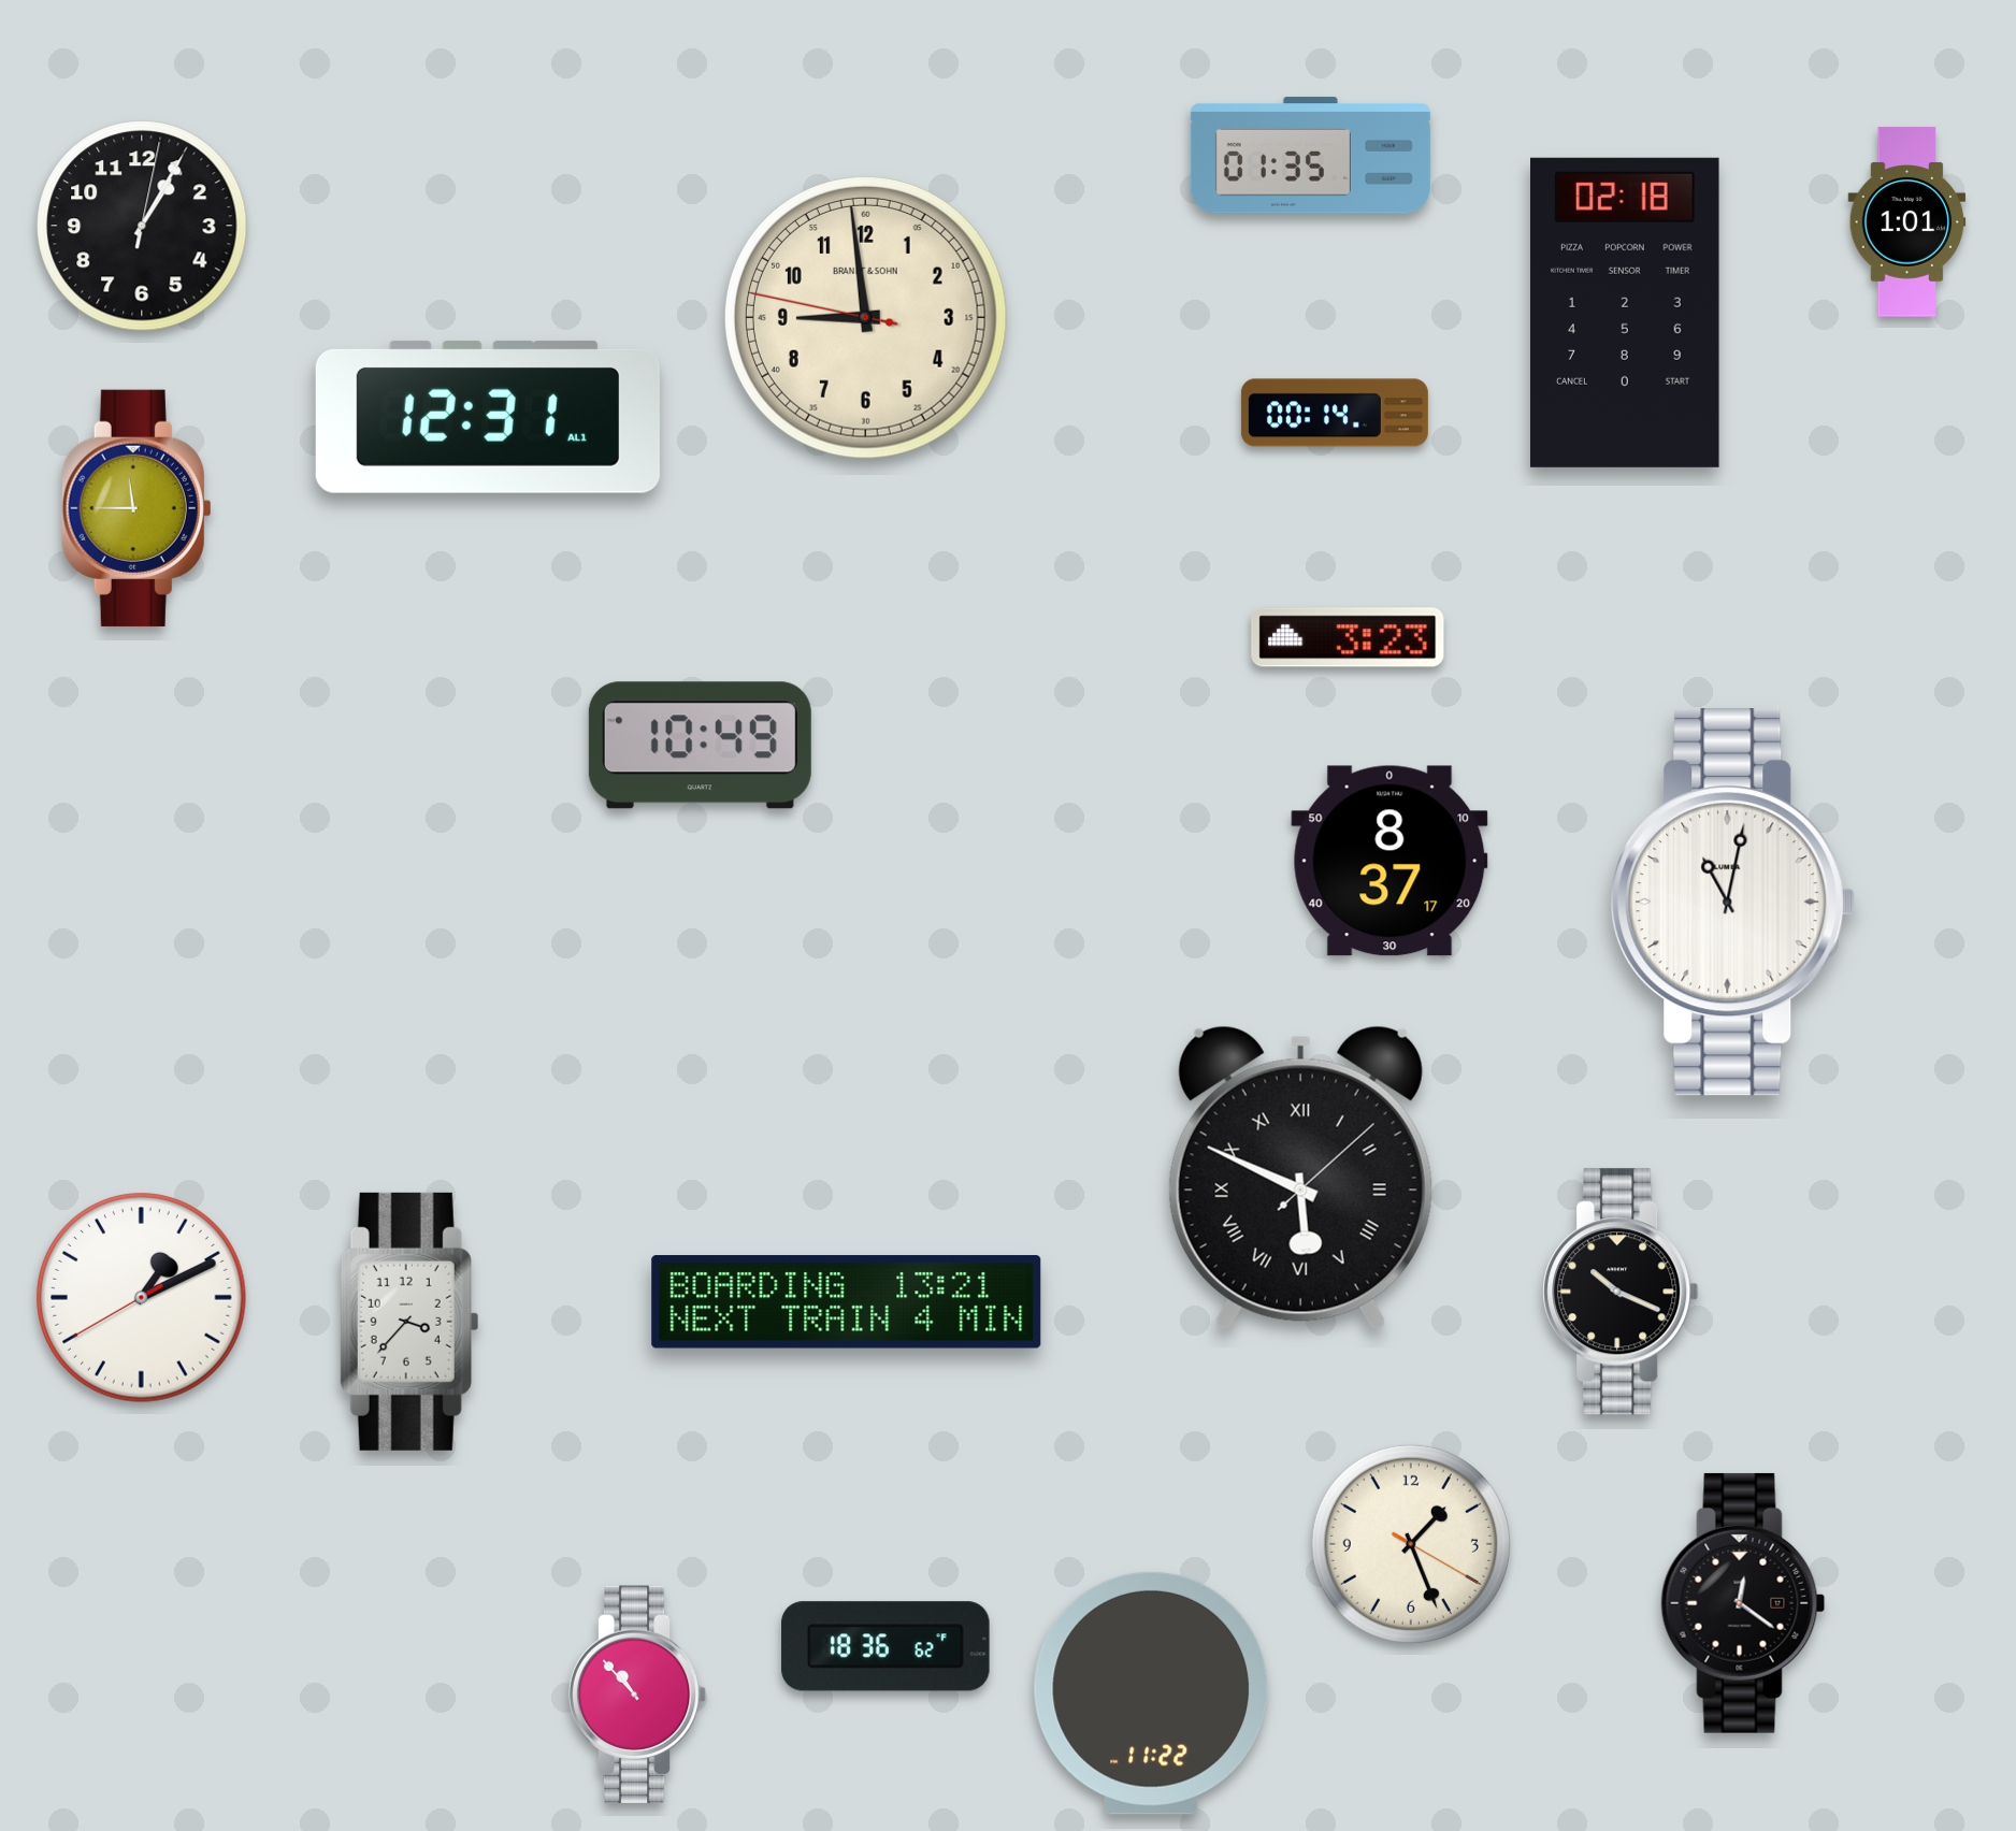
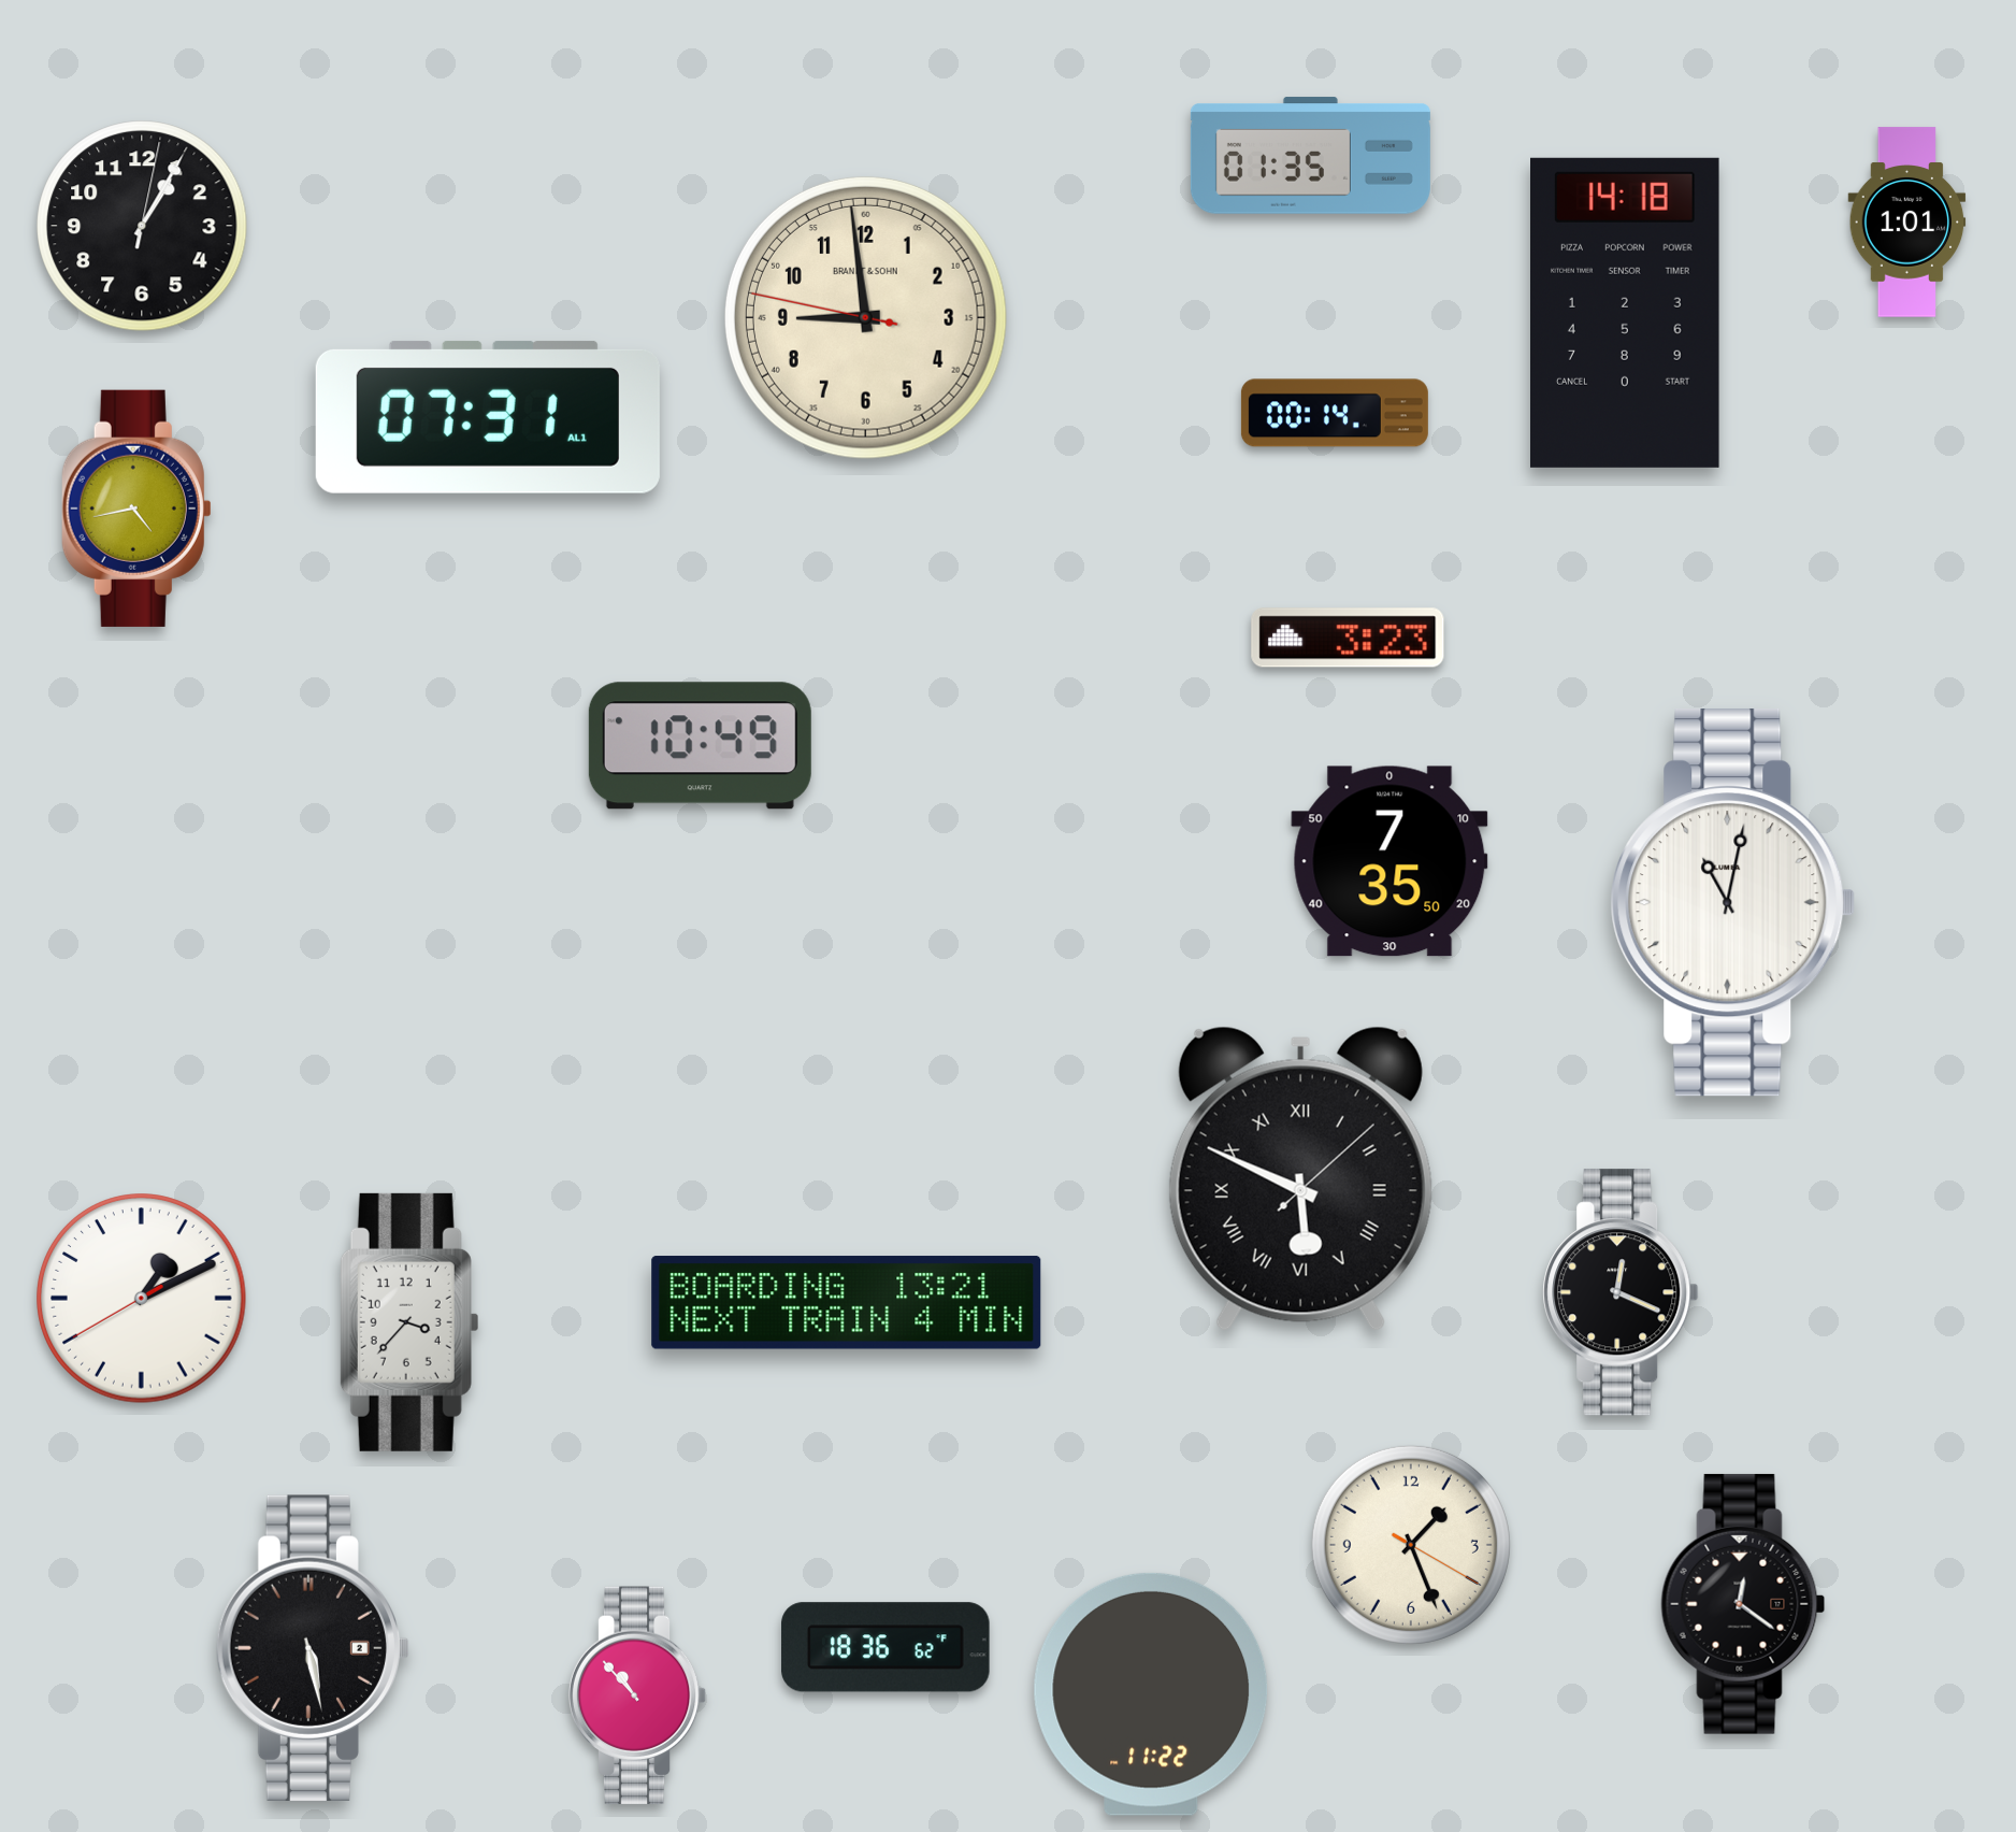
clock at (1626, 313): 02:18 -> 14:18
clock at (488, 417): 12:31 -> 07:31
clock at (136, 508): 11:45 -> 4:43
clock at (1389, 861): 8:37 -> 7:35
clock at (1621, 1292): 10:19 -> 12:19
clock at (312, 1648): none -> 5:28
